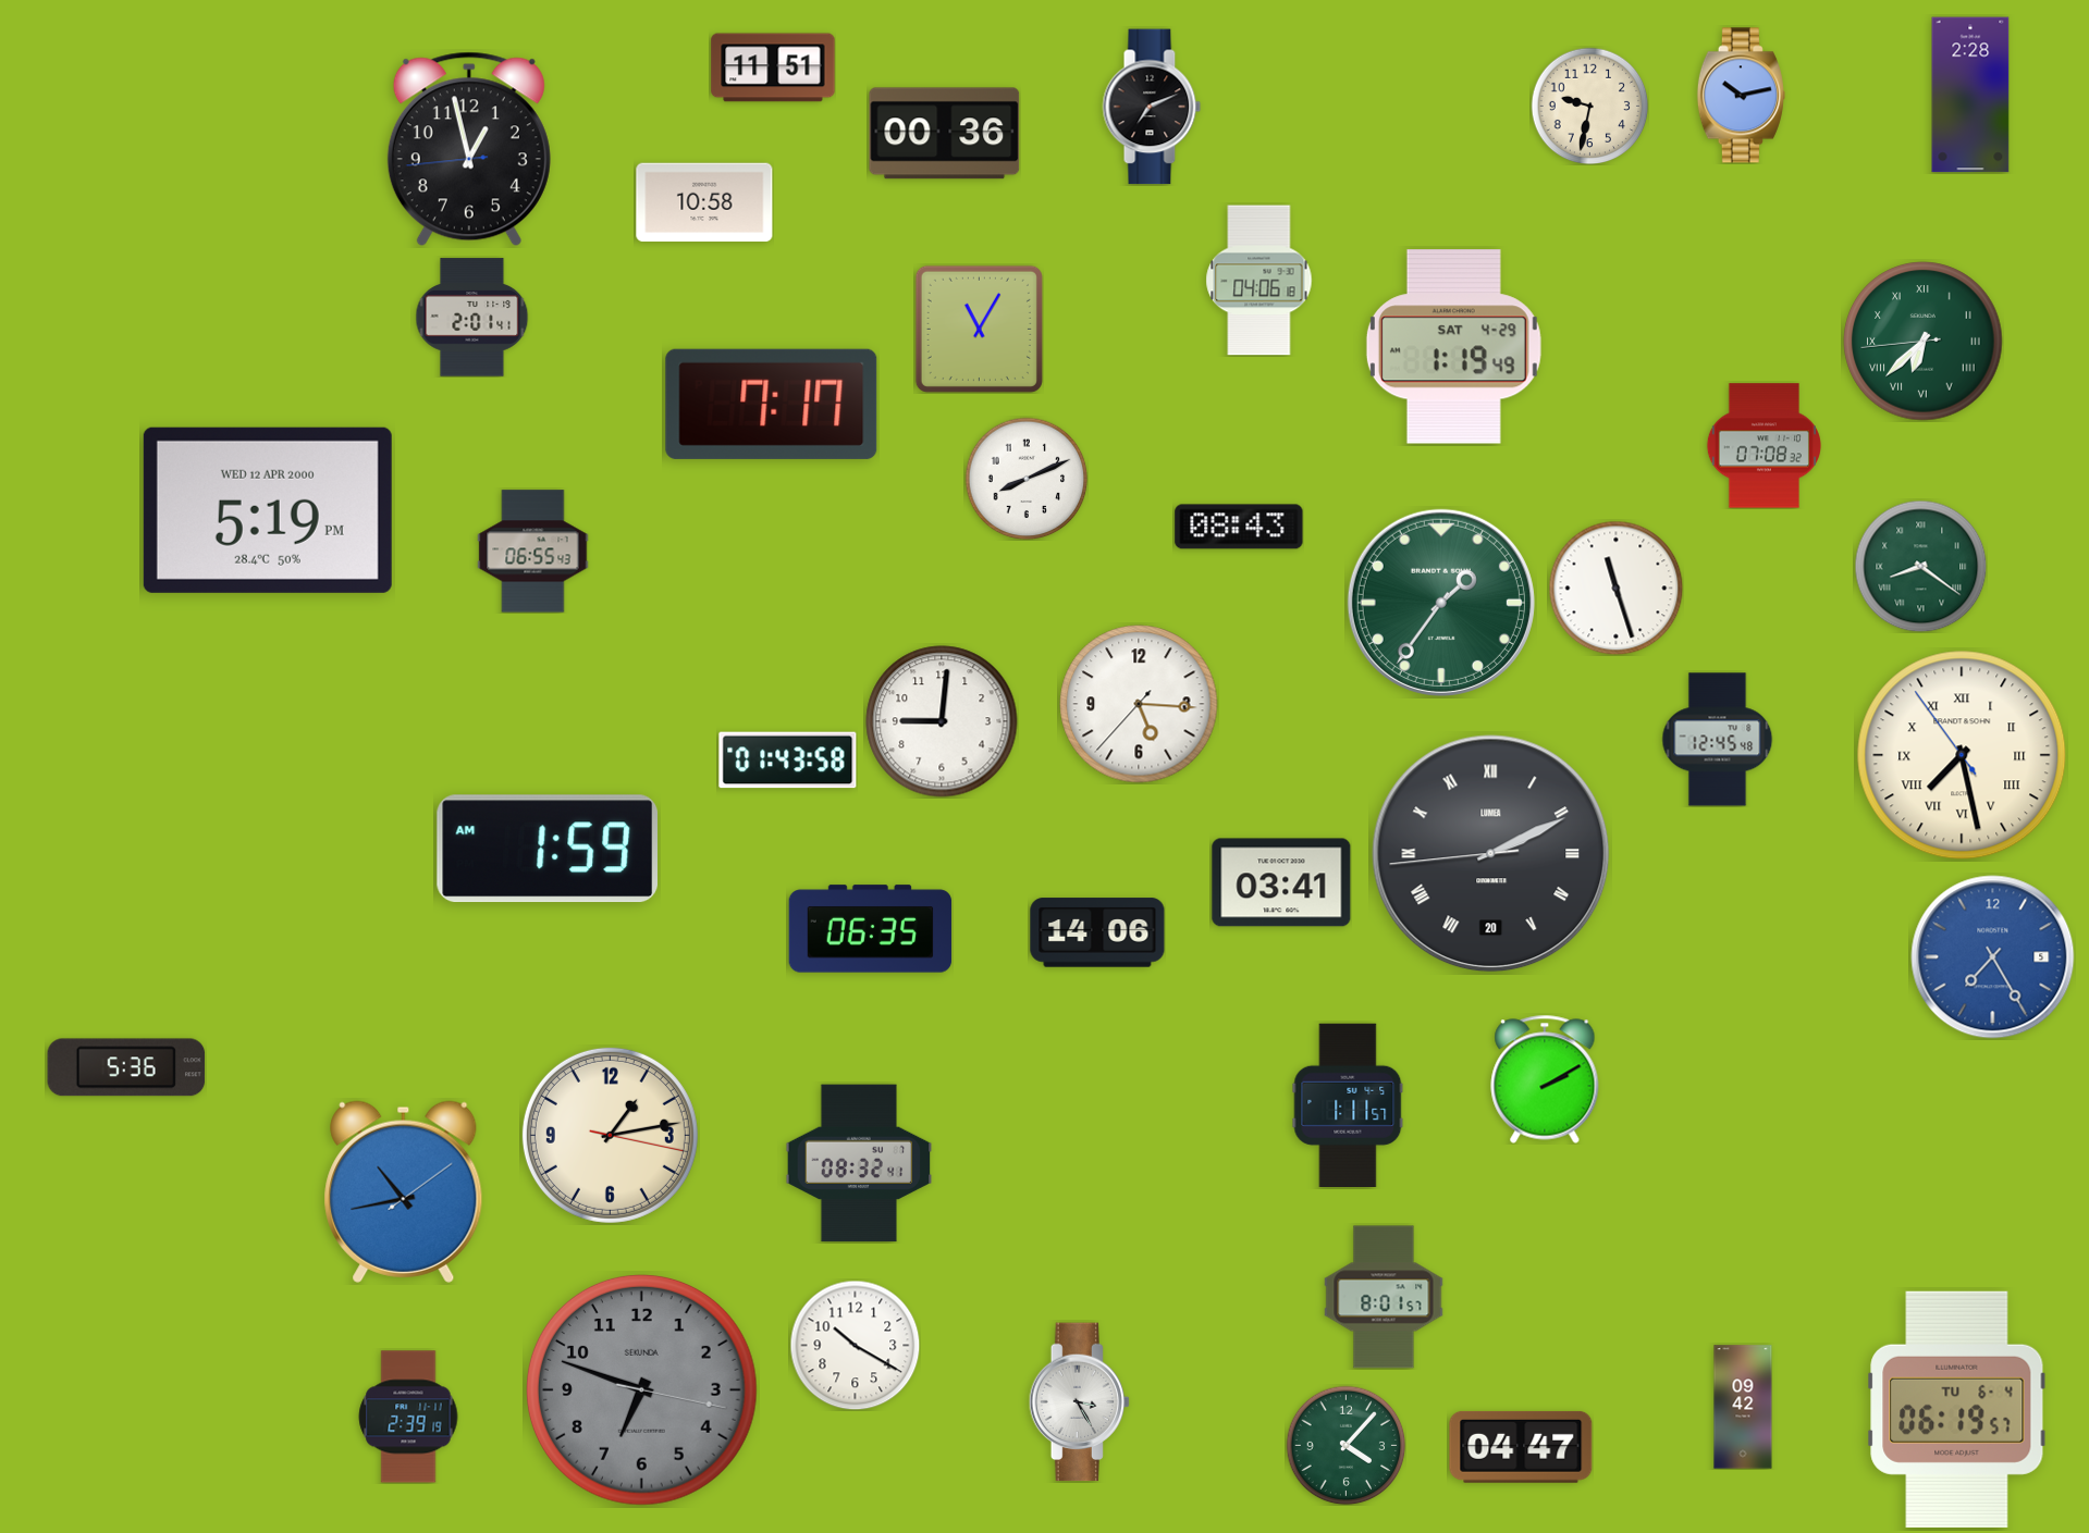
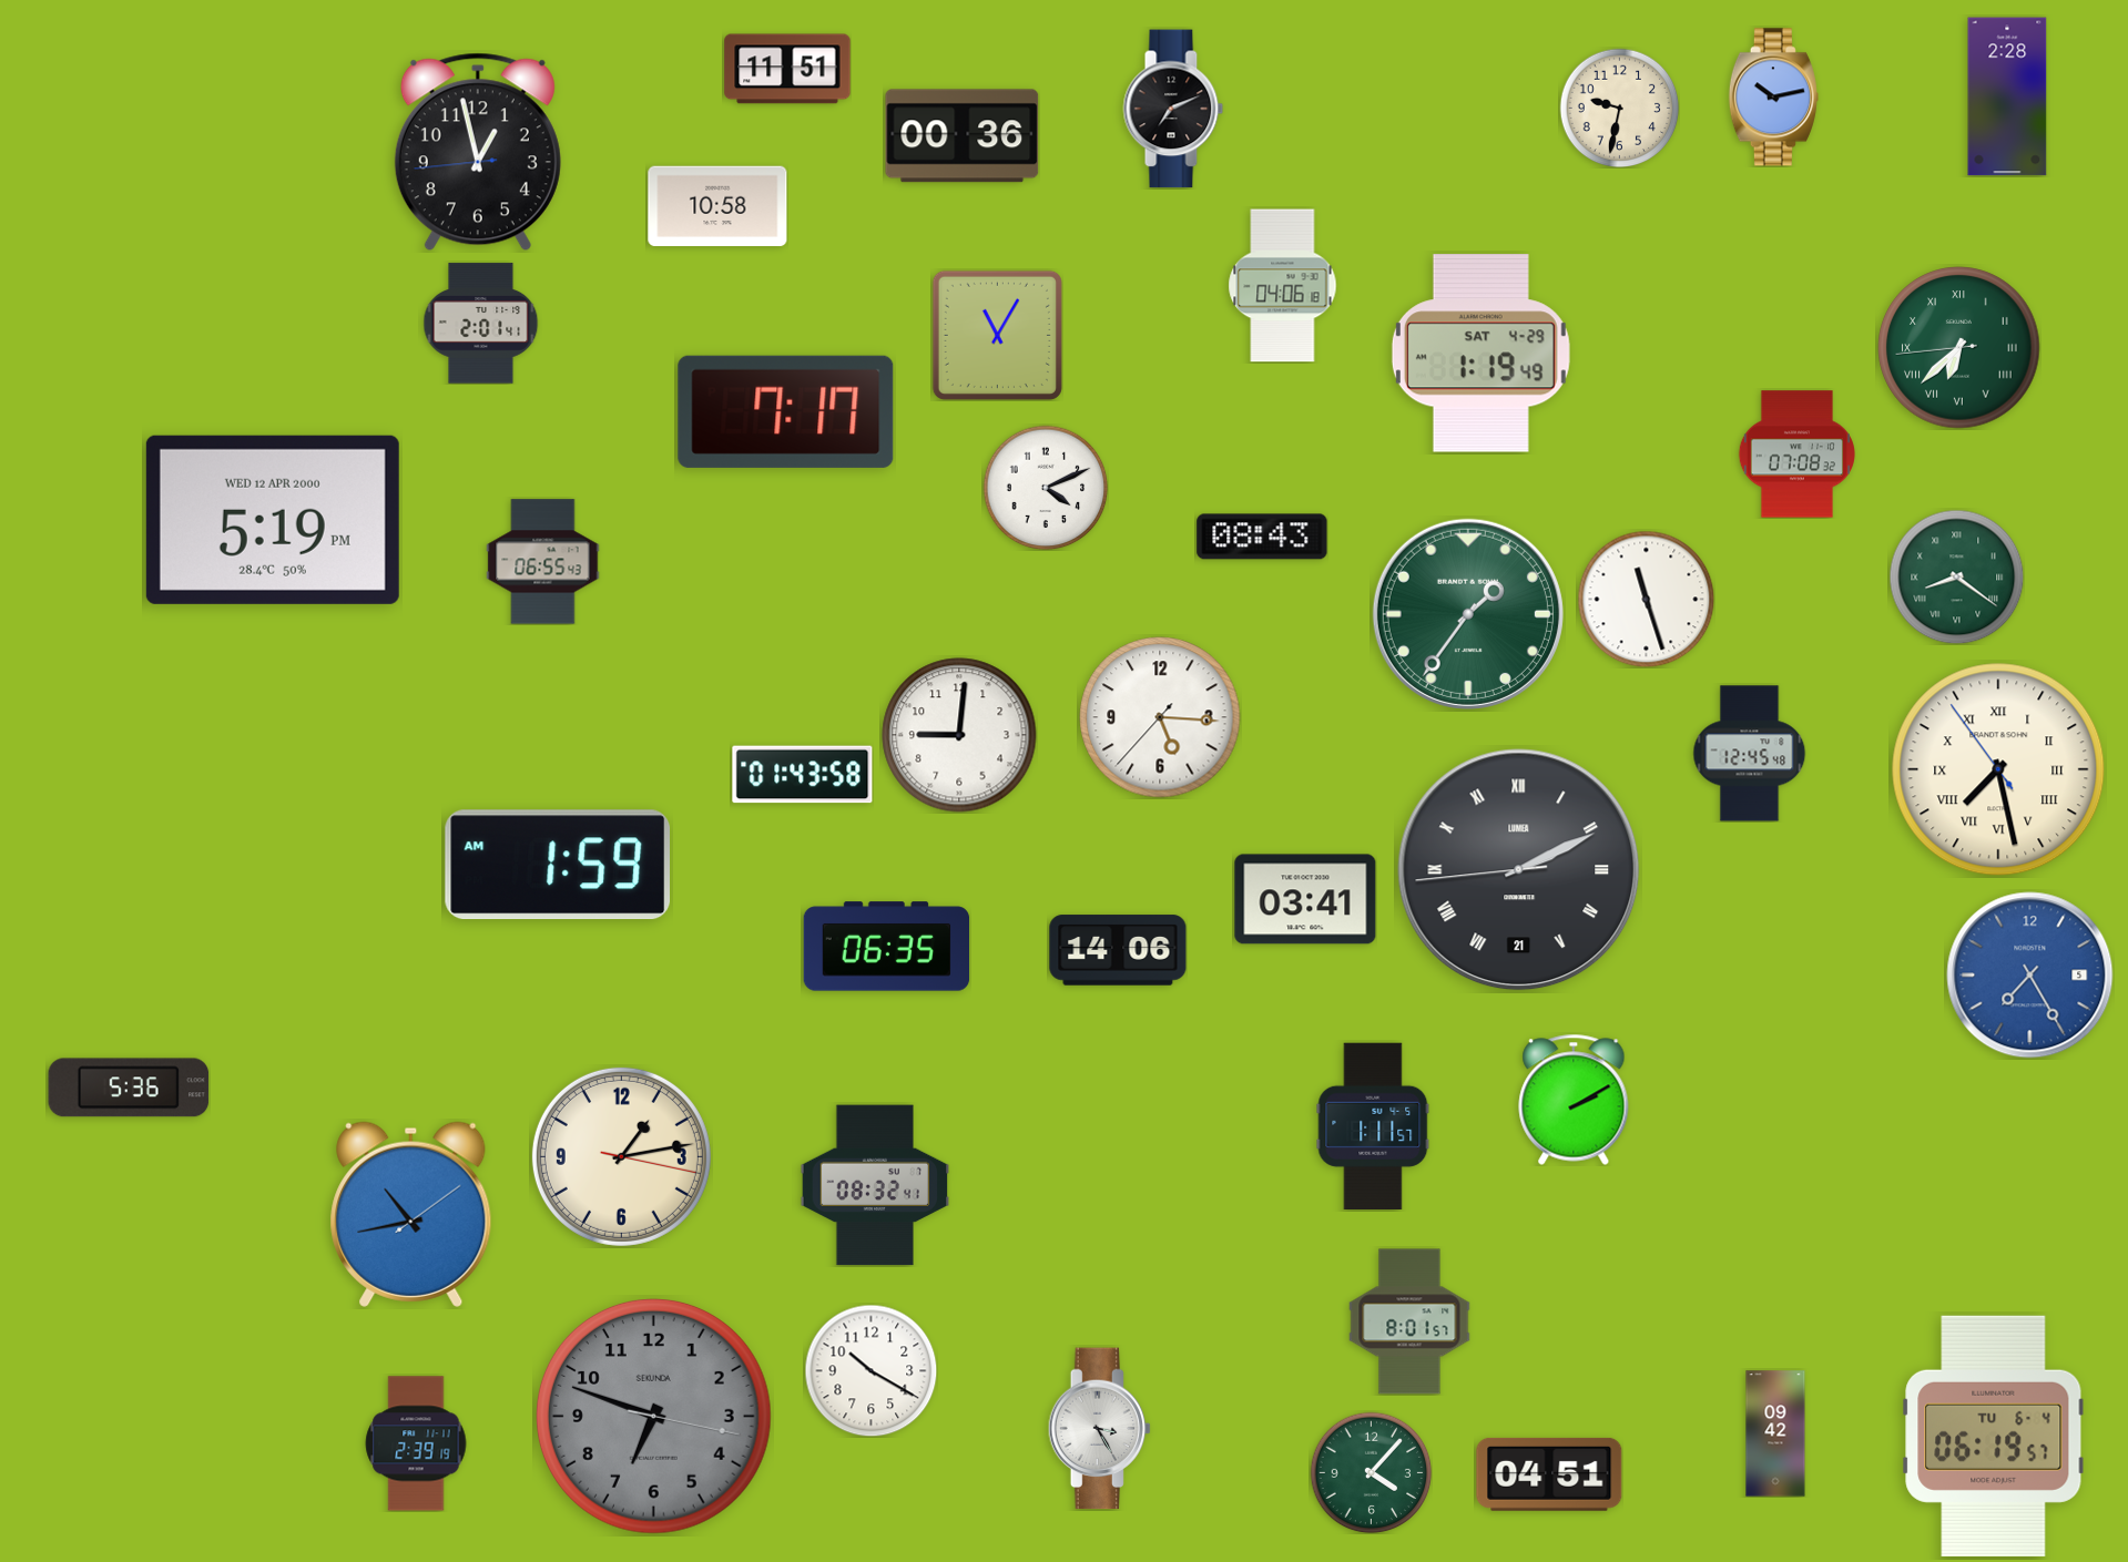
clock at (1027, 479): 8:11 -> 4:11
clock at (1491, 854) date: 20 -> 21
clock at (1521, 1447): 04:47 -> 04:51
